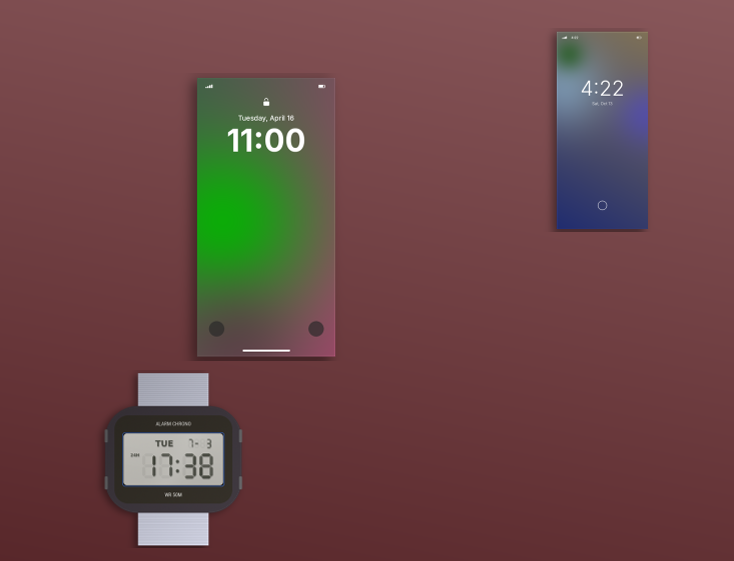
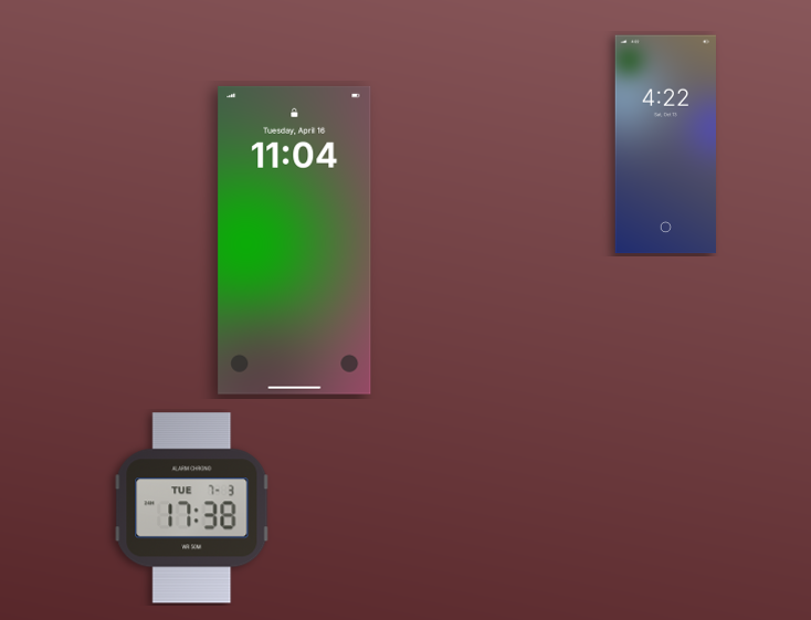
clock at (267, 217): 11:00 -> 11:04
